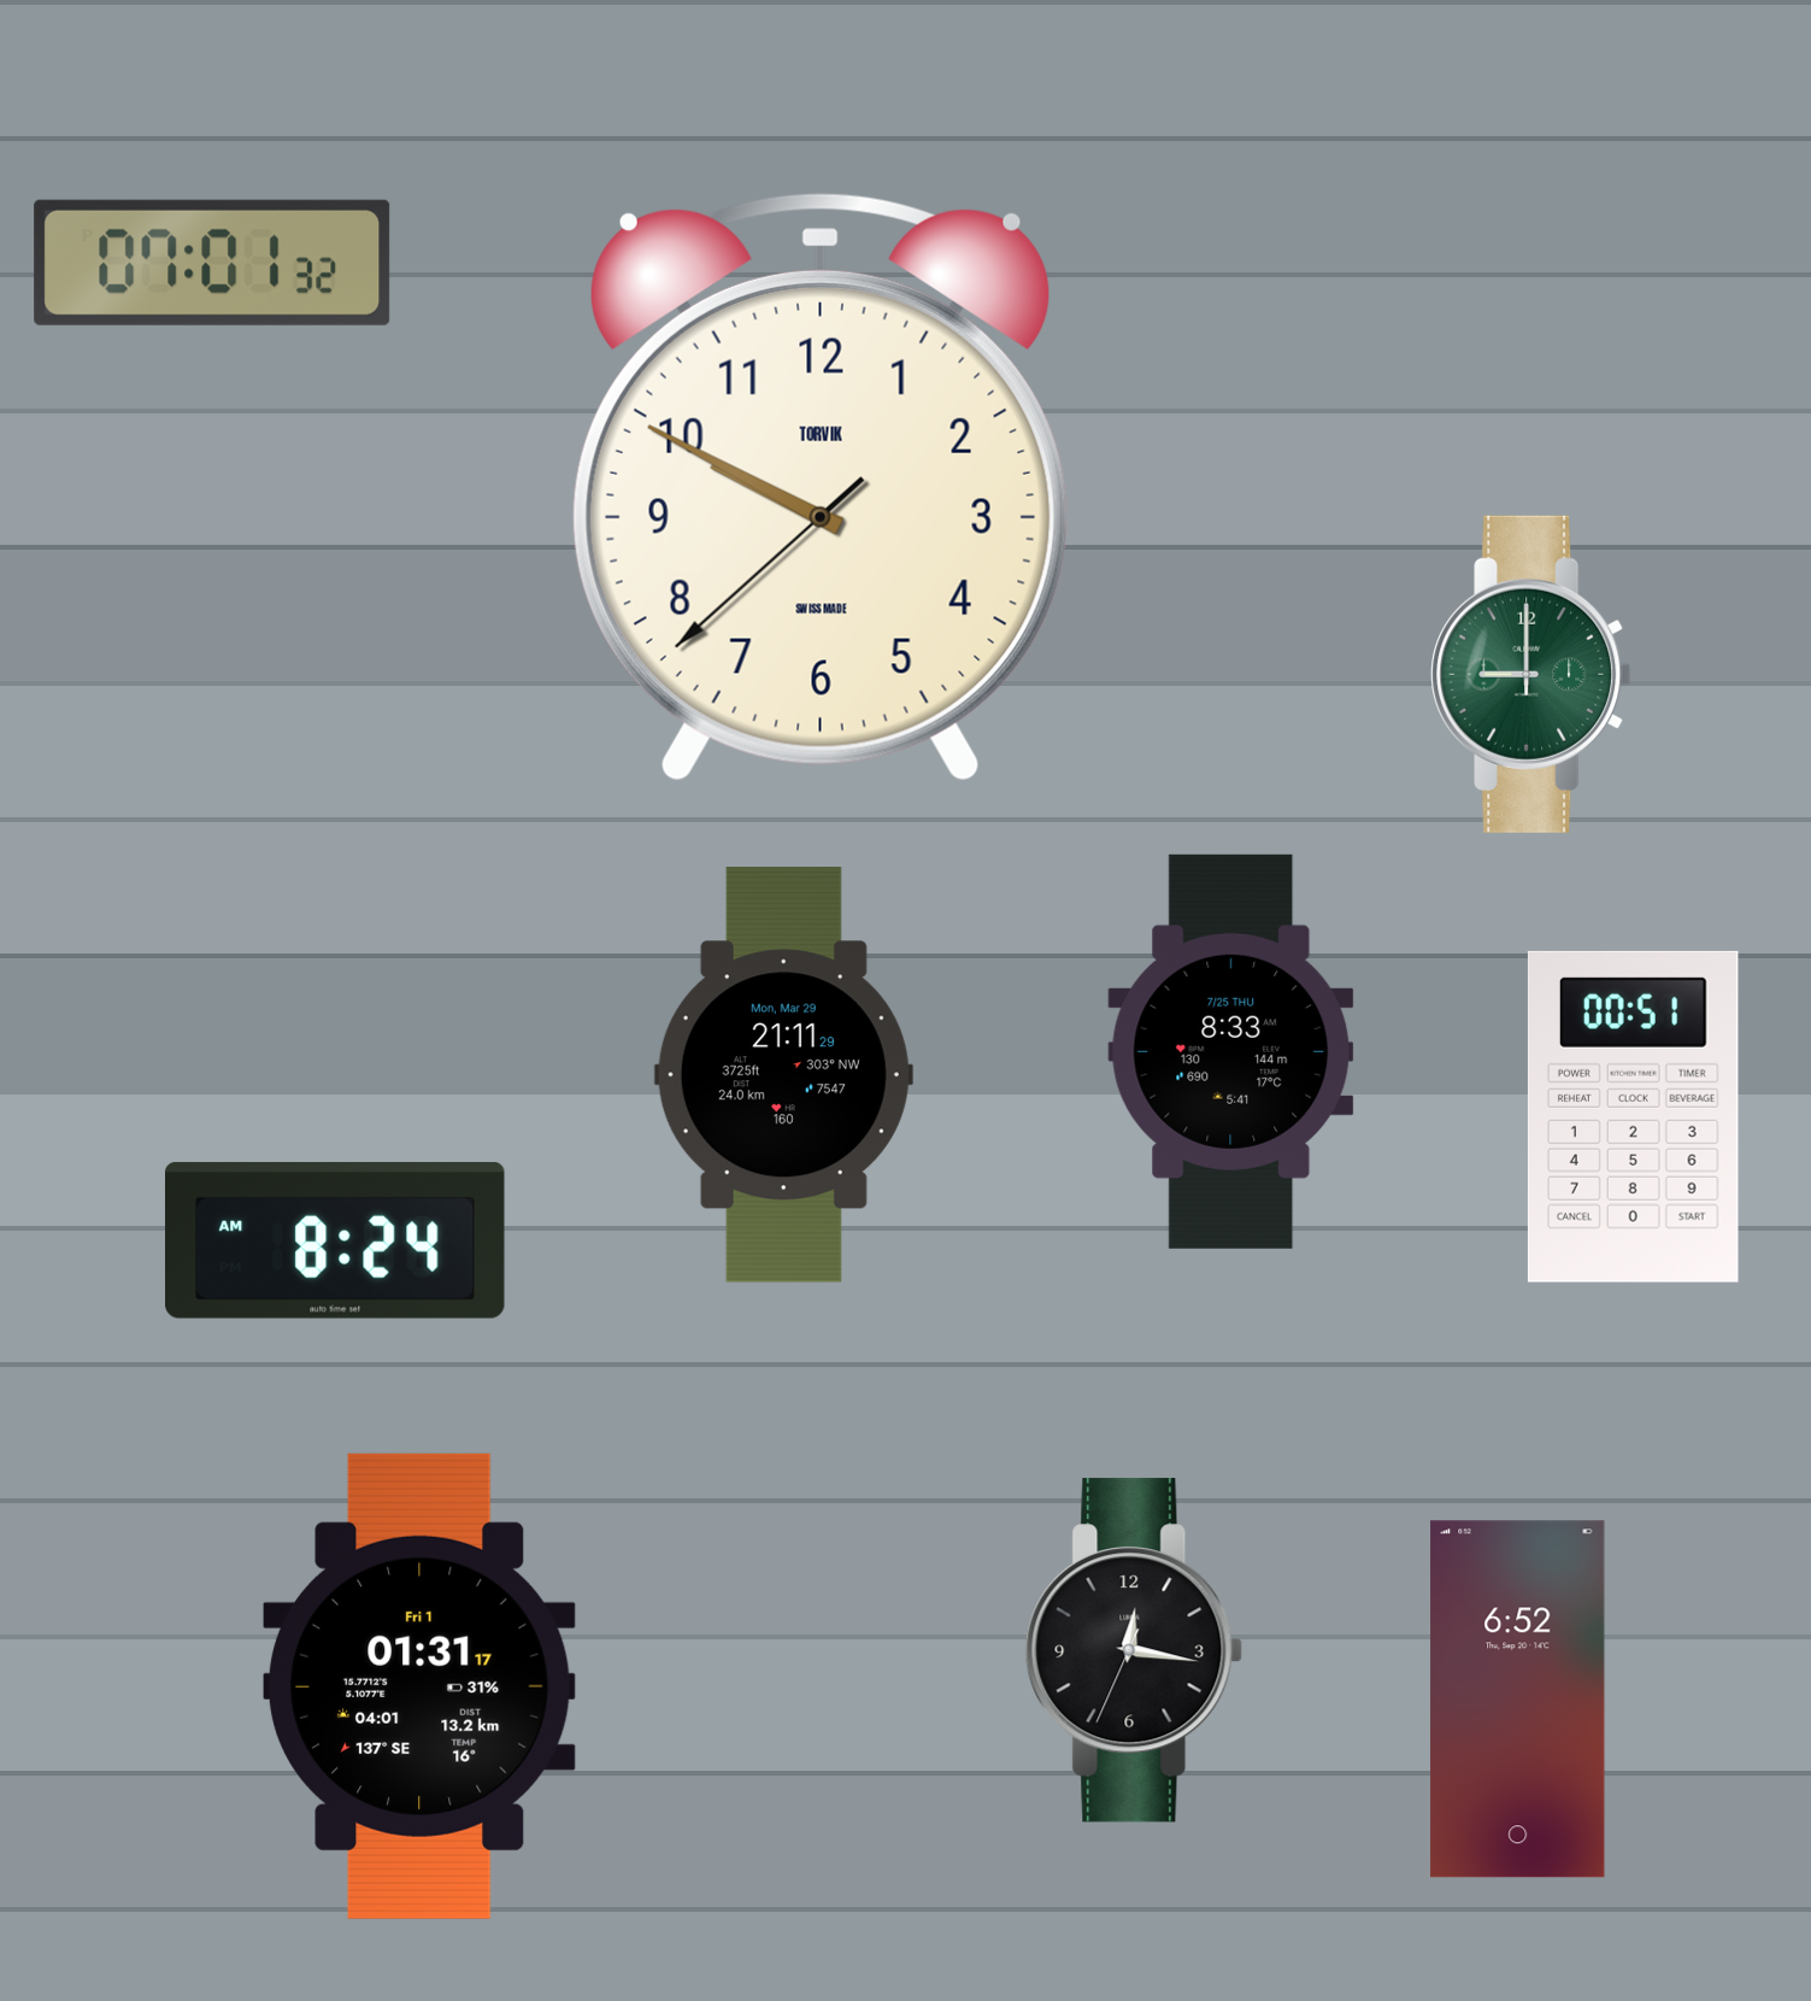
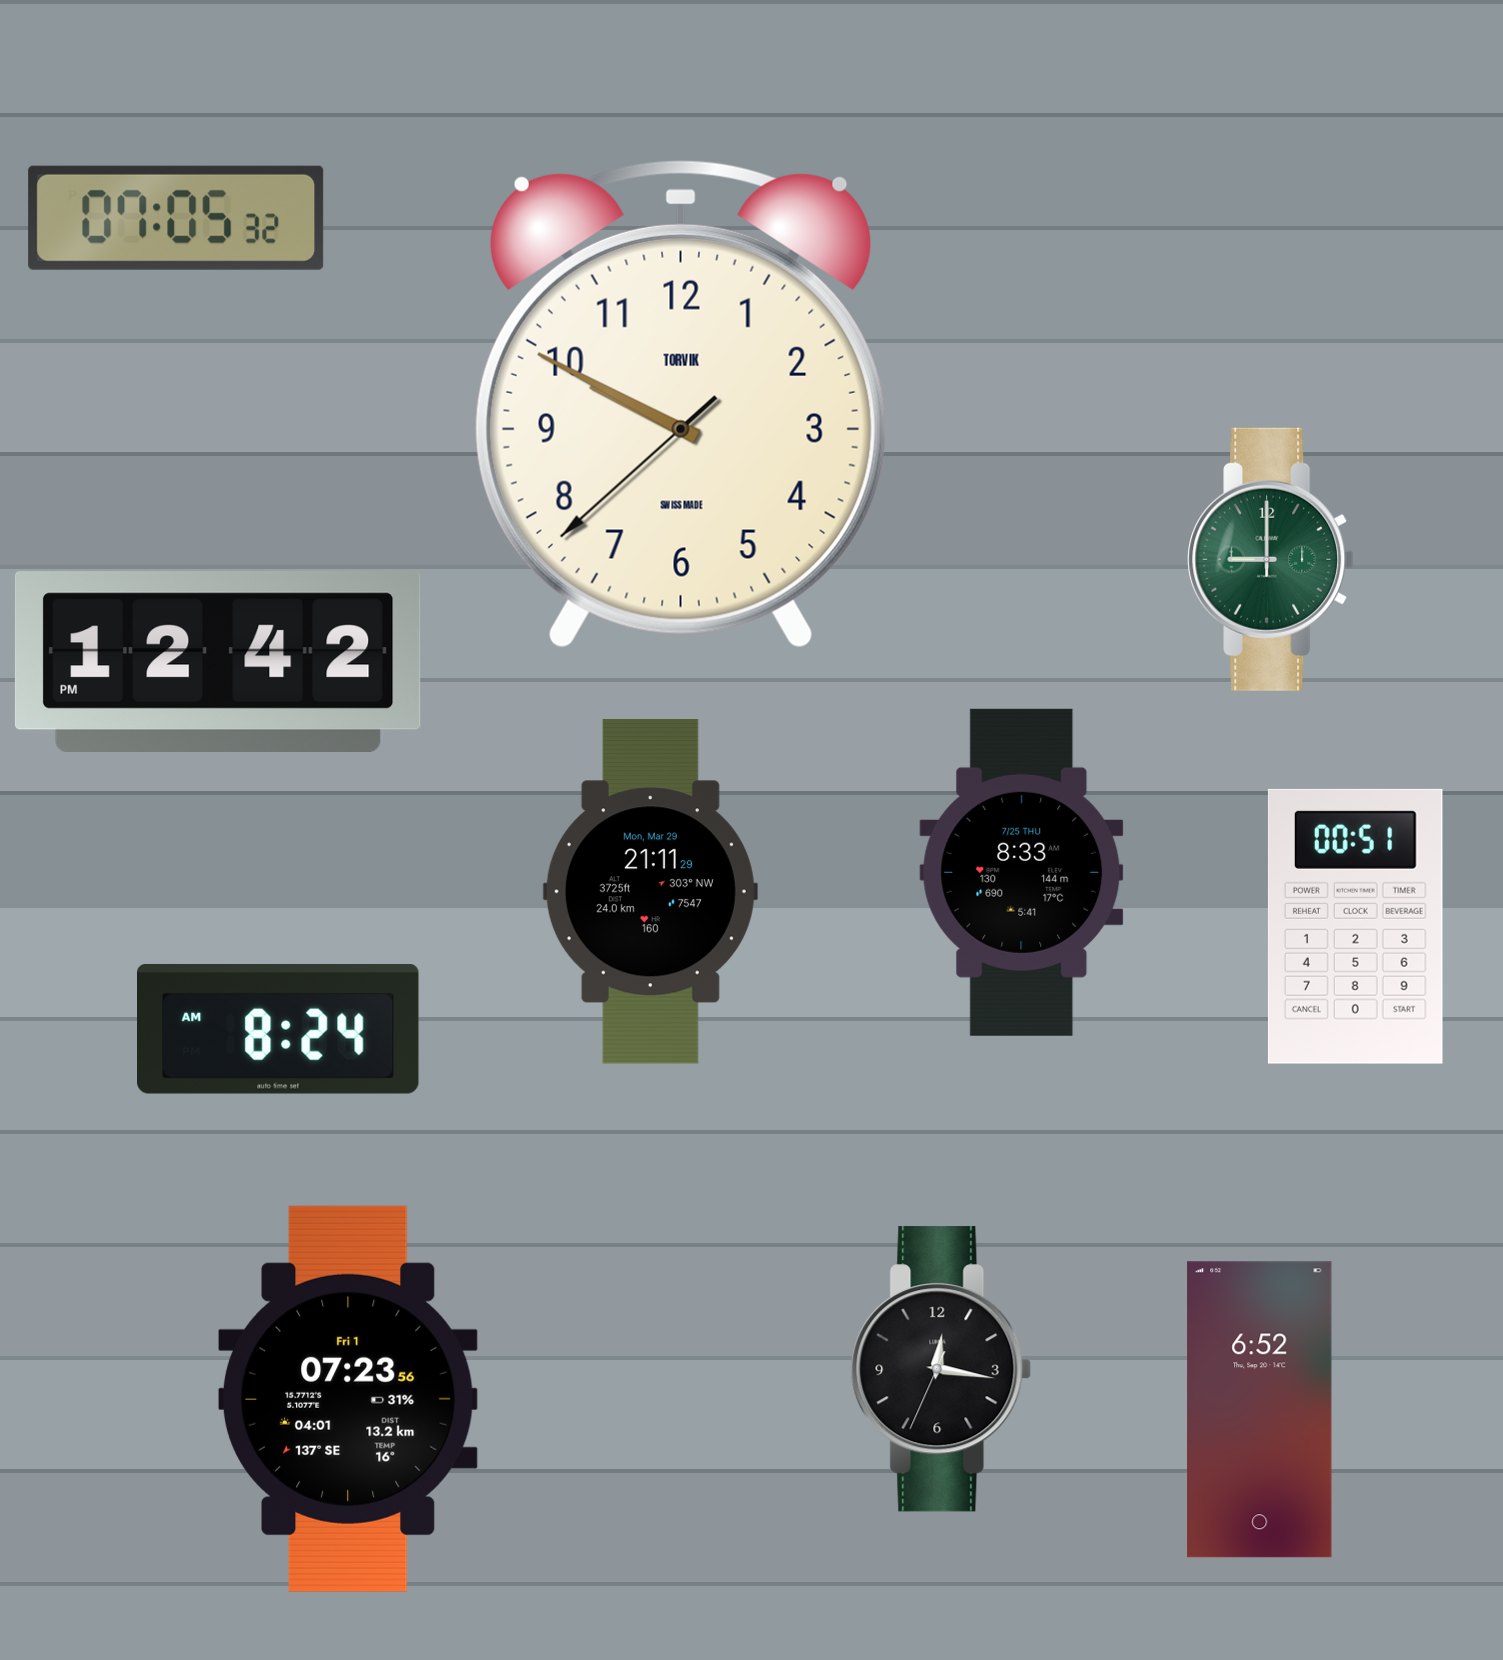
clock at (212, 263): 07:01 -> 07:05
clock at (218, 661): none -> 12:42
clock at (419, 1686): 01:31 -> 07:23
